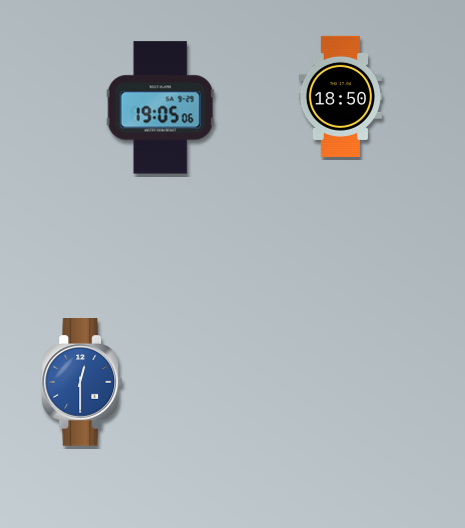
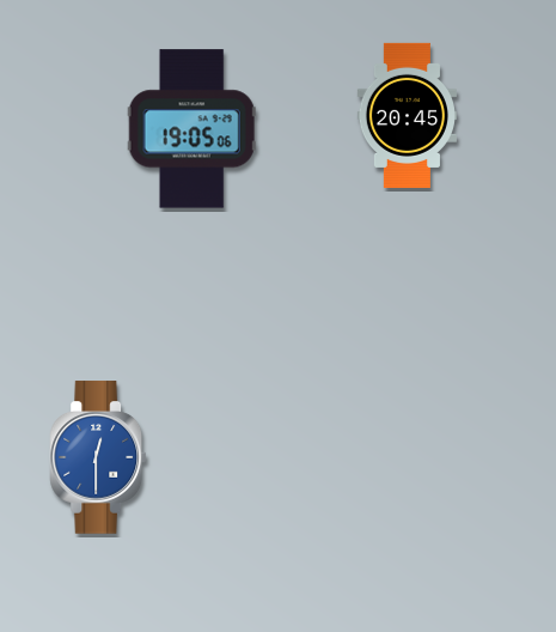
clock at (340, 96): 18:50 -> 20:45
